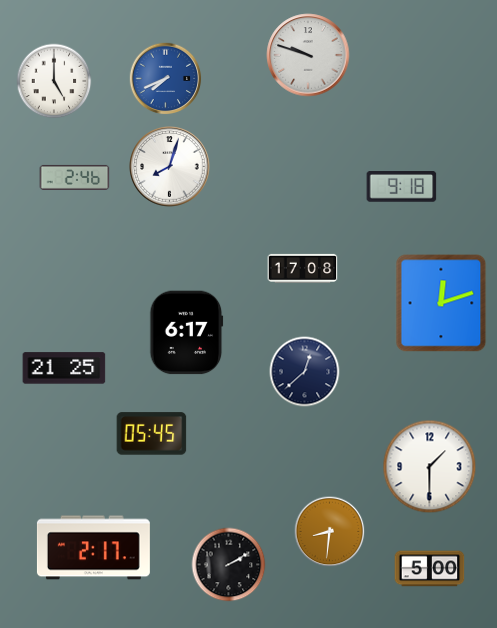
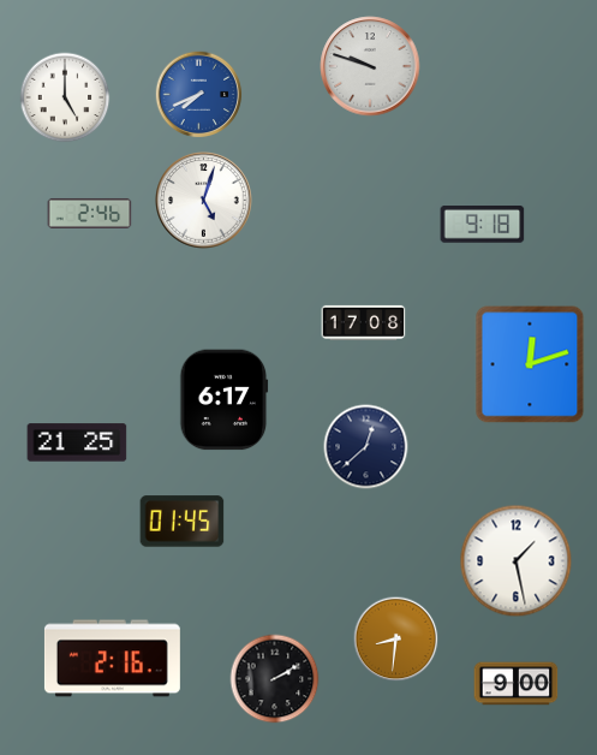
clock at (170, 167): 8:03 -> 5:03
clock at (152, 434): 05:45 -> 01:45
clock at (430, 467): 1:30 -> 1:28
clock at (93, 548): 2:17 -> 2:16
clock at (430, 569): 5:00 -> 9:00
